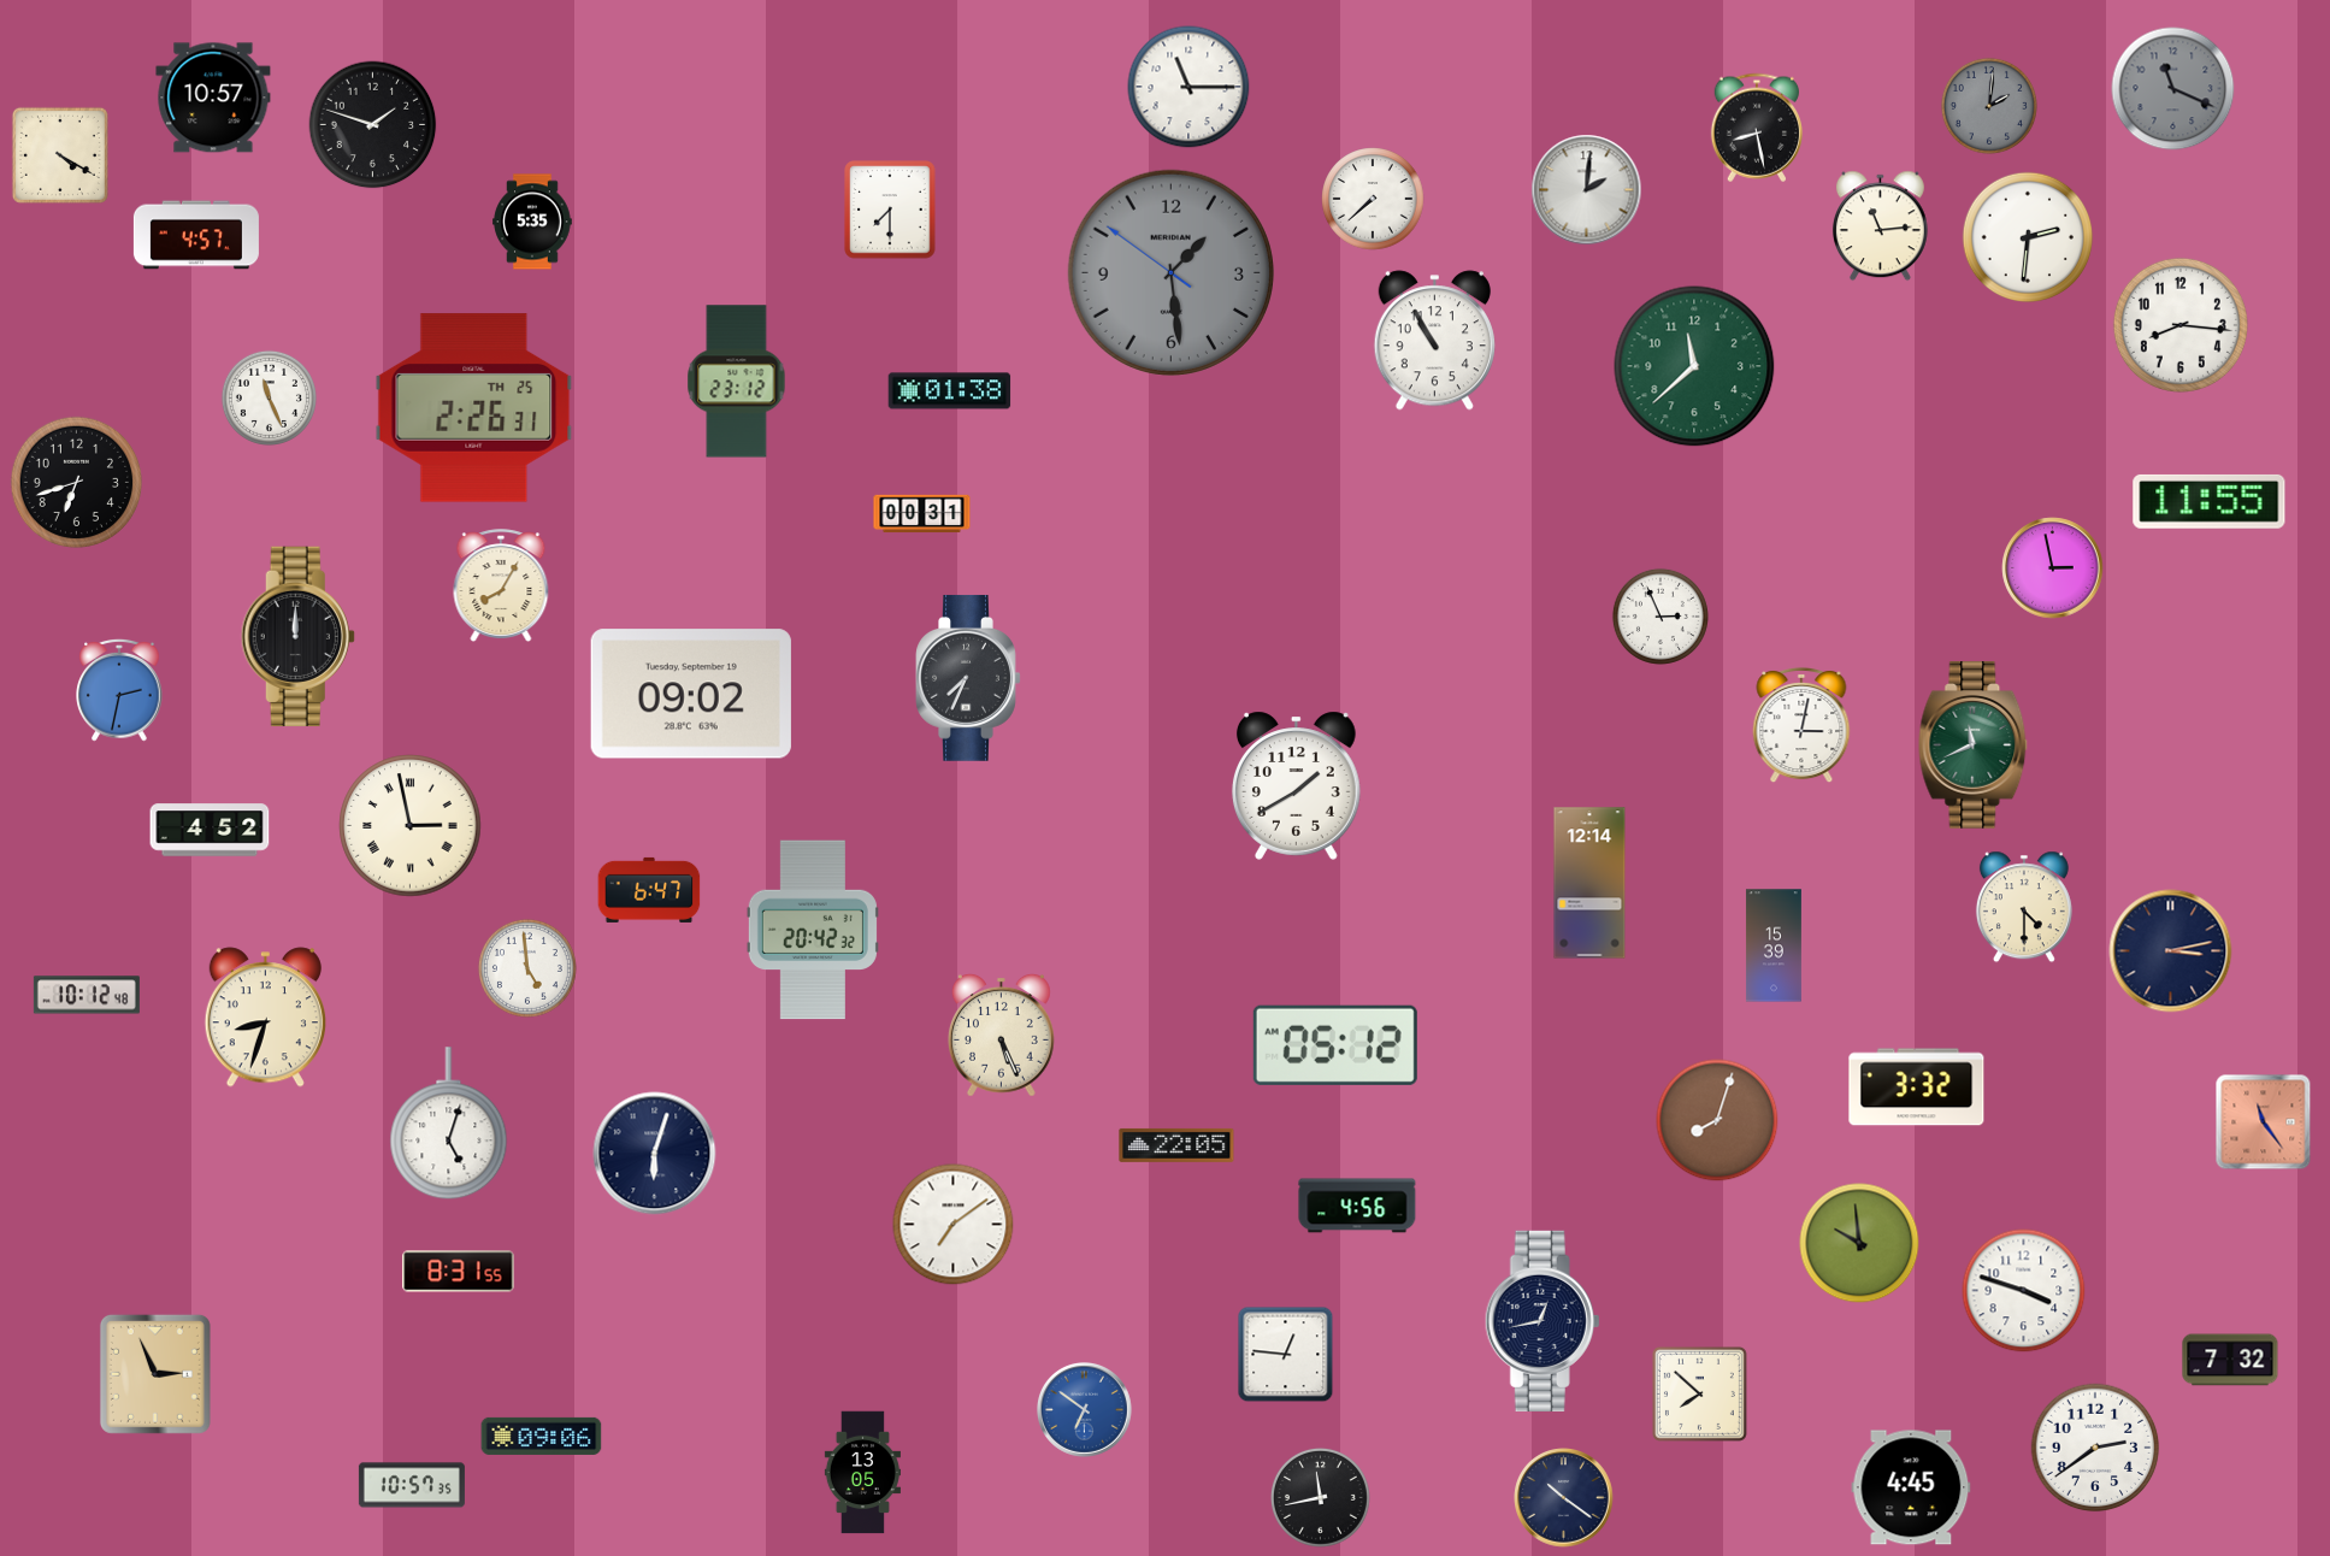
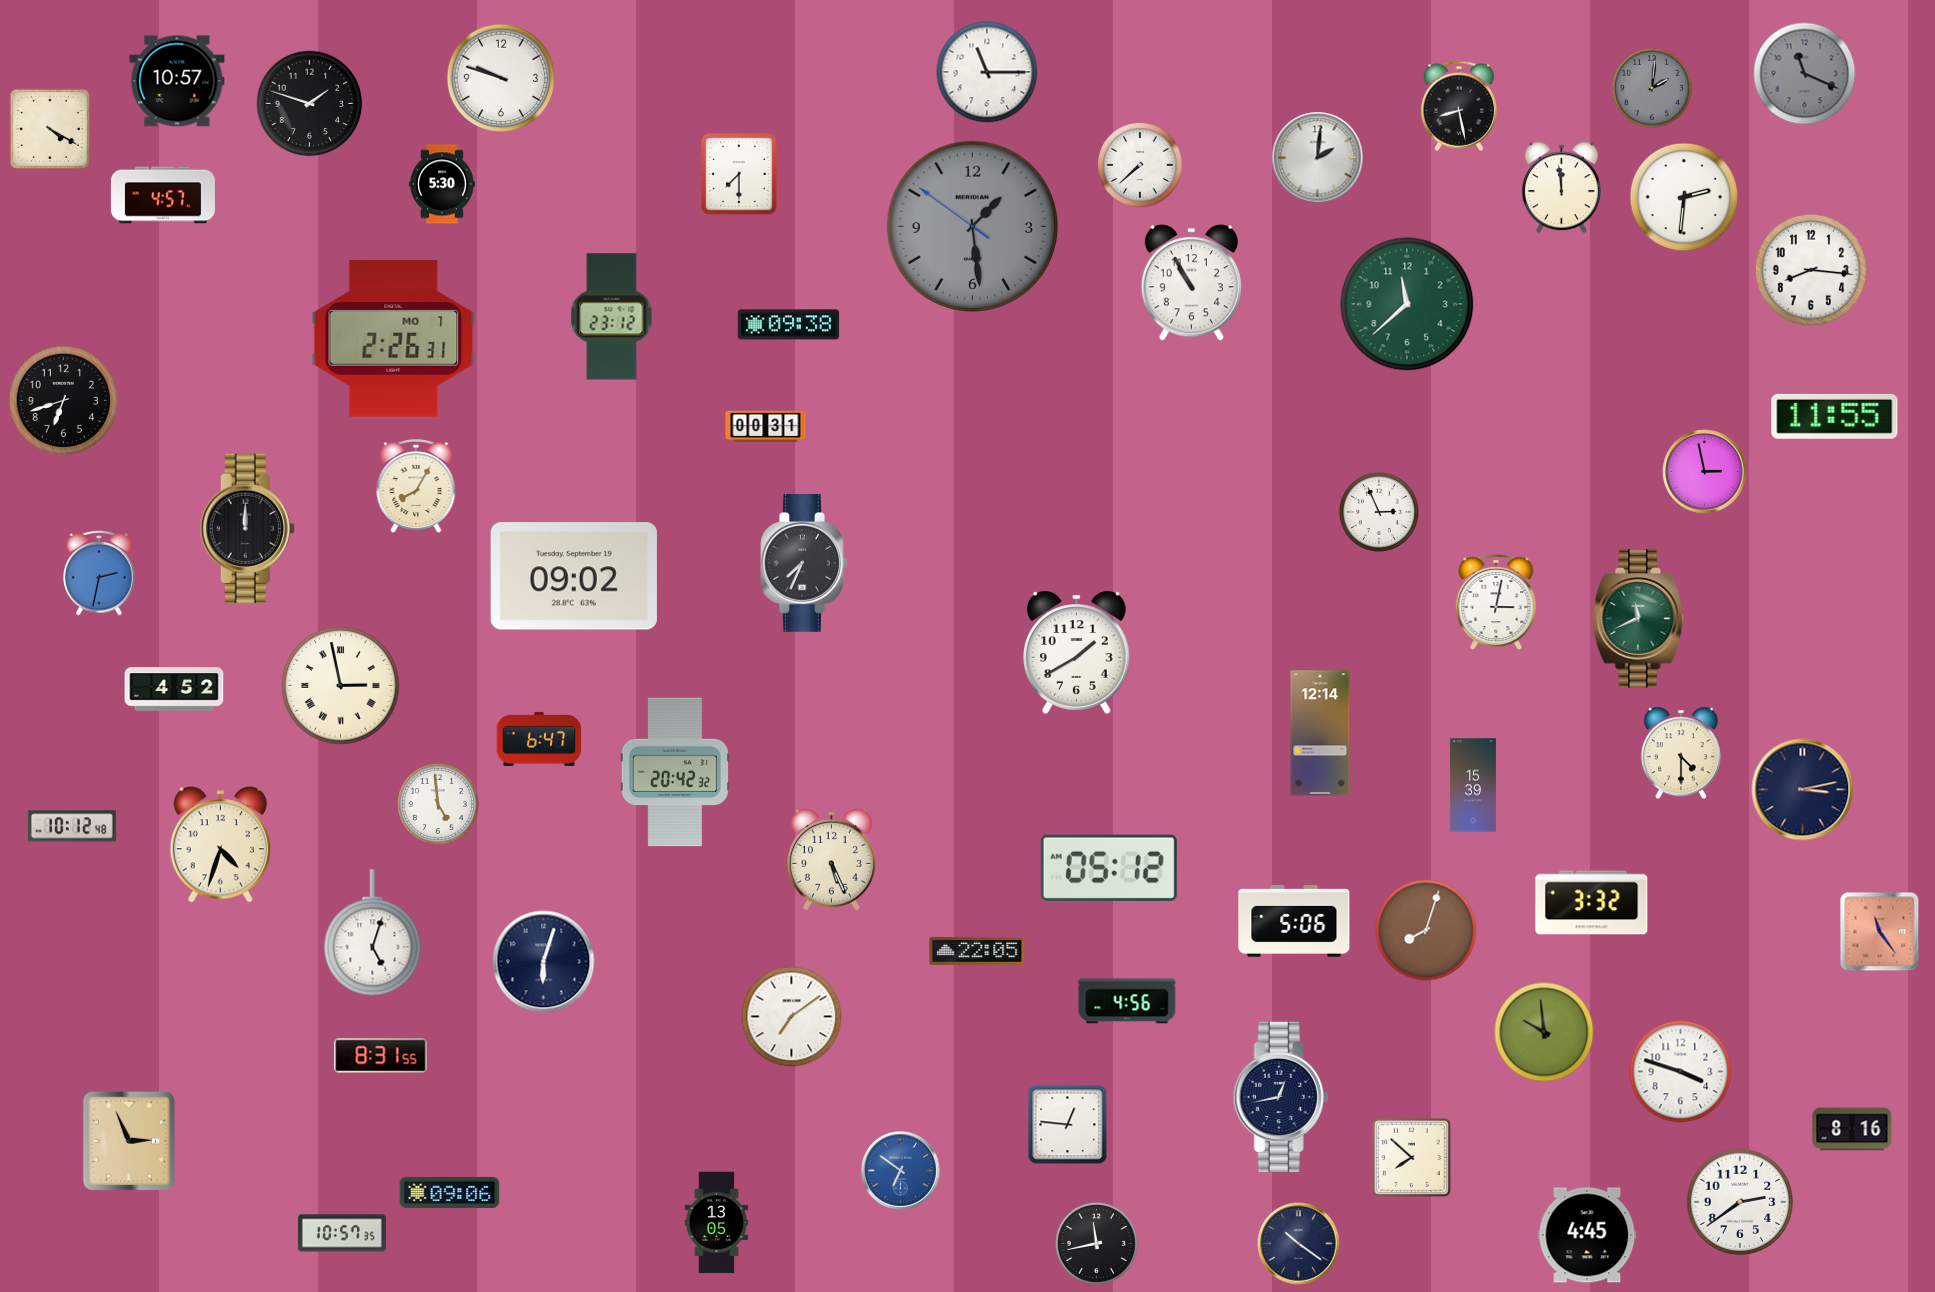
clock at (500, 77): none -> 9:48
clock at (532, 222): 5:35 -> 5:30
clock at (1880, 226): 11:14 -> 11:59
clock at (950, 391): 01:38 -> 09:38
clock at (269, 397): 11:26 -> none
clock at (474, 408) date: TH 25 -> MO 7
clock at (265, 1018): 8:33 -> 4:33
clock at (1294, 921): none -> 5:06
clock at (655, 1154) position: (655, 1154) -> (544, 962)
clock at (2230, 1360): 7:32 -> 8:16
